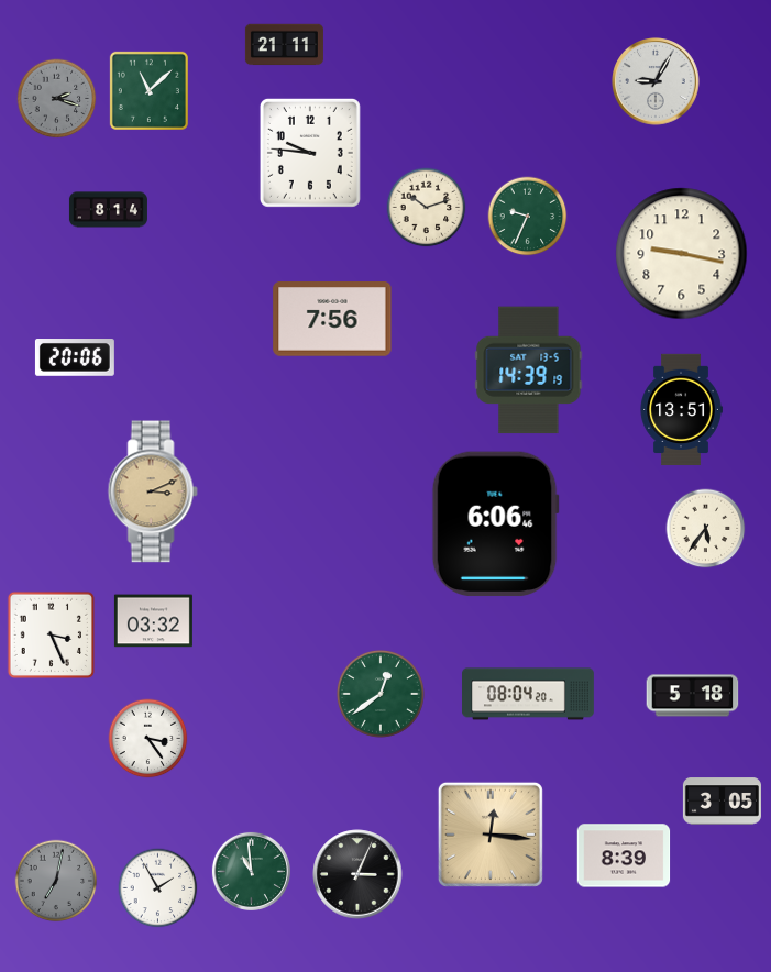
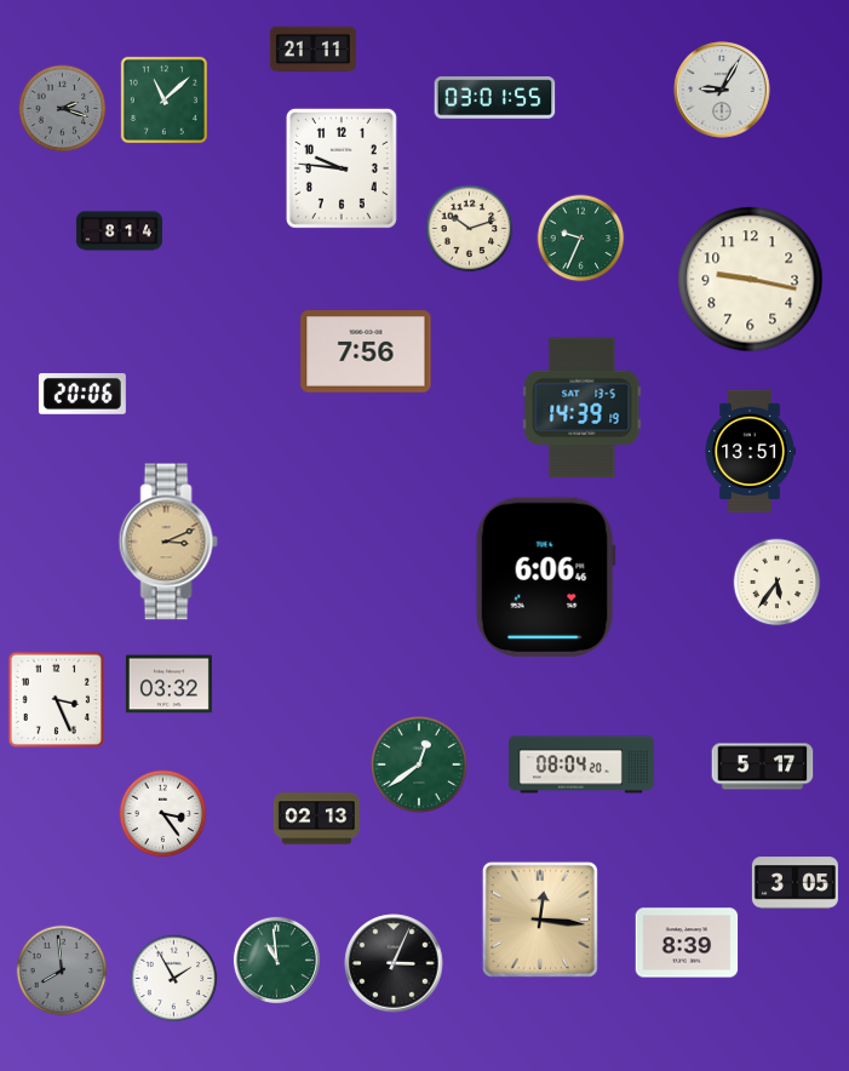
clock at (495, 98): none -> 03:01
clock at (693, 696): 5:18 -> 5:17
clock at (316, 819): none -> 02:13
clock at (56, 881): 7:02 -> 7:59
